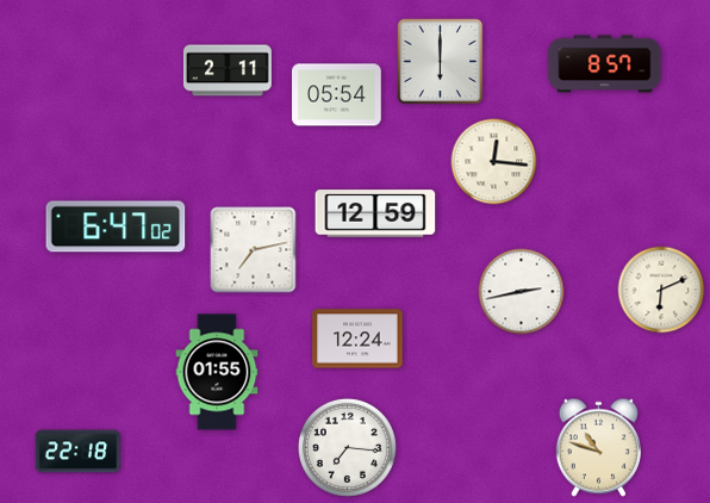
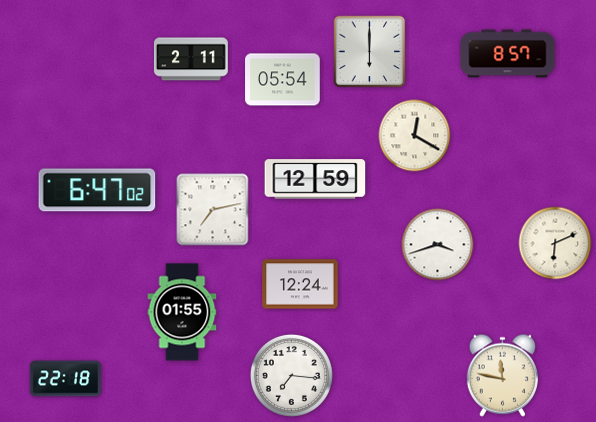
clock at (494, 162): 12:16 -> 12:20
clock at (522, 292): 2:43 -> 3:42
clock at (598, 447): 10:48 -> 11:47
